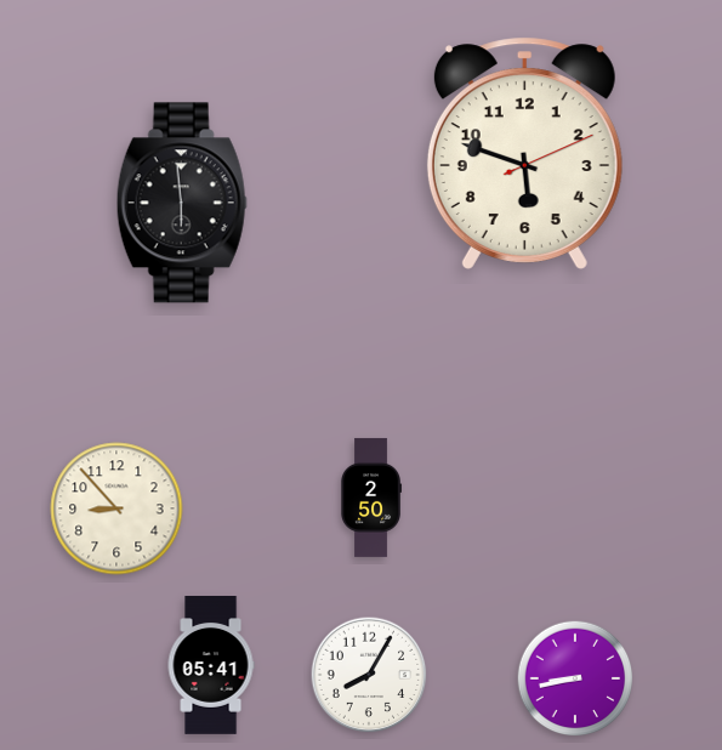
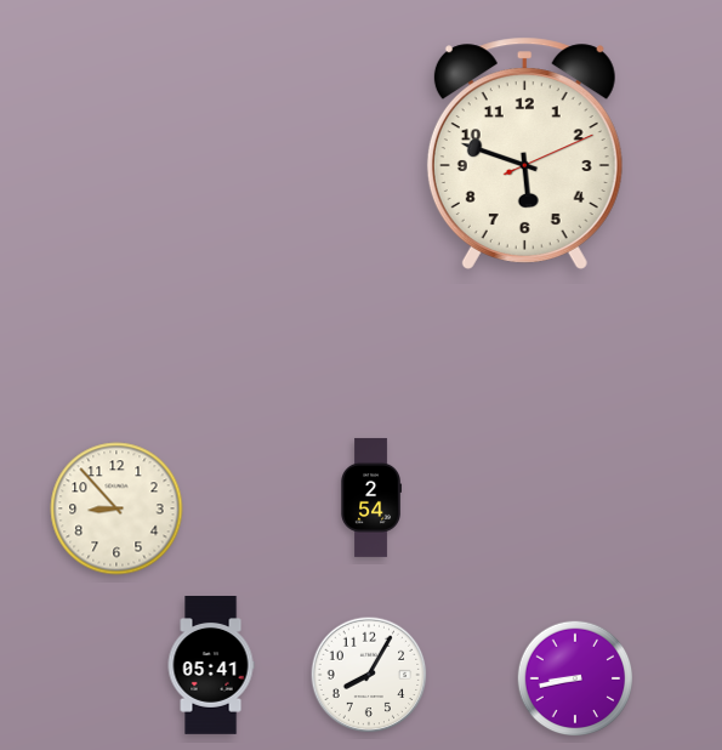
clock at (182, 203): 5:59 -> none
clock at (370, 498): 2:50 -> 2:54
